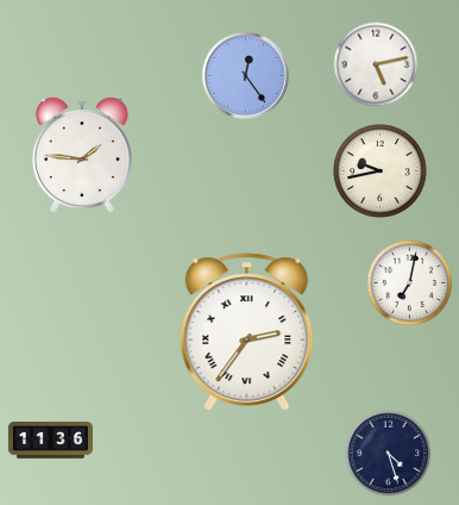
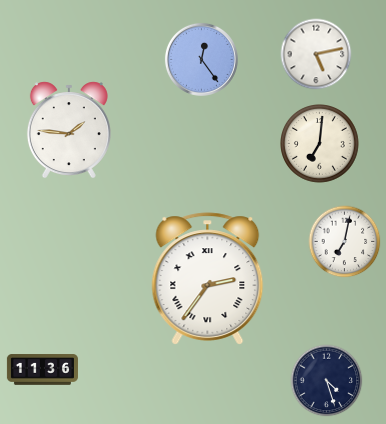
clock at (245, 75) position: (245, 75) -> (201, 59)
clock at (381, 172): 9:43 -> 7:01
clock at (410, 283) position: (410, 283) -> (345, 242)
